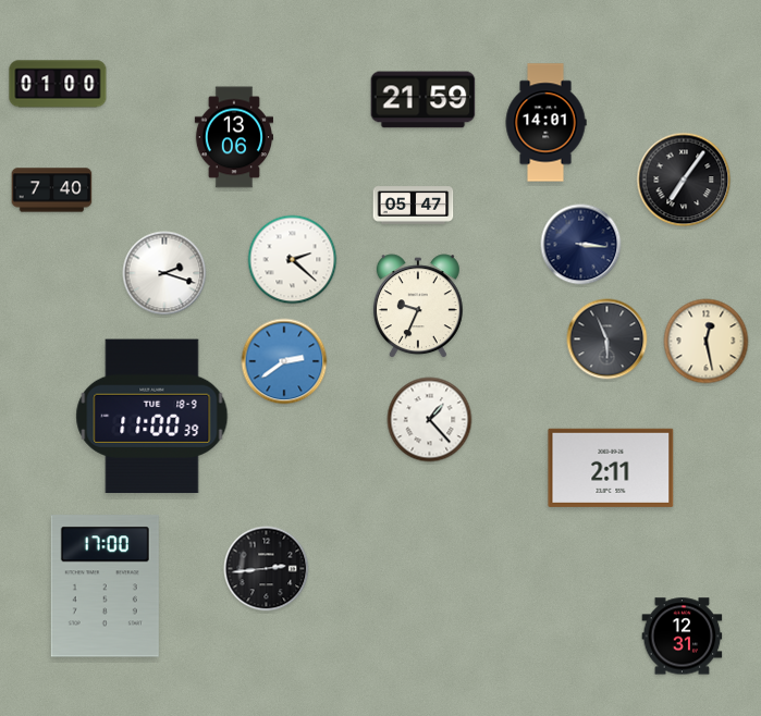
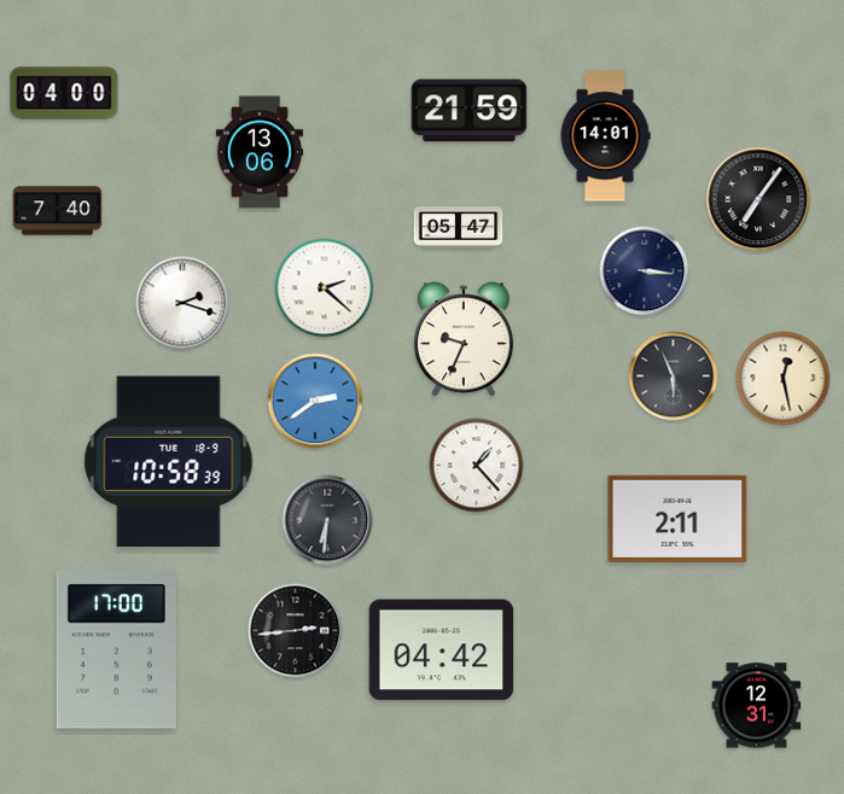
clock at (58, 84): 01:00 -> 04:00
clock at (152, 417): 11:00 -> 10:58
clock at (327, 520): none -> 6:31
clock at (442, 650): none -> 04:42
